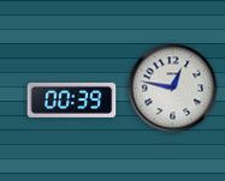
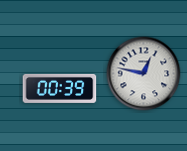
clock at (72, 99) position: (72, 99) -> (60, 88)
